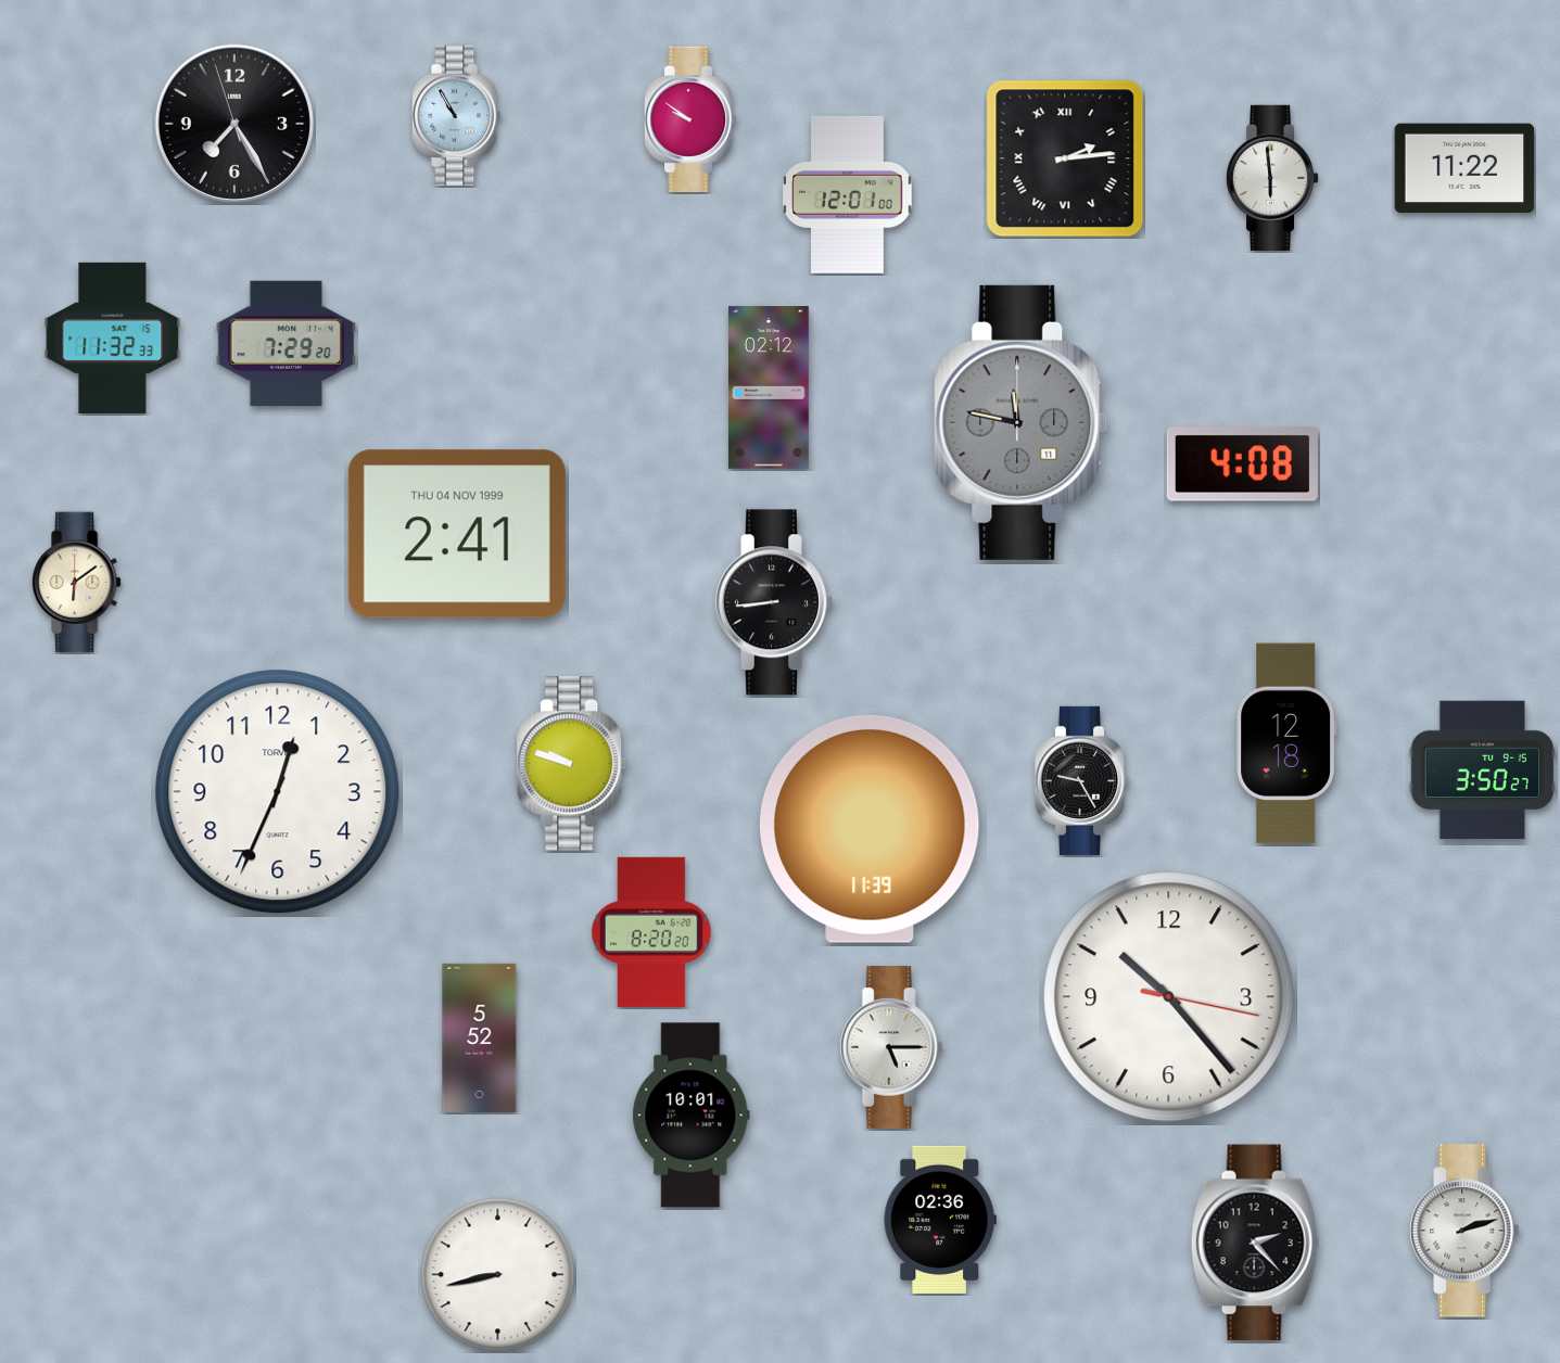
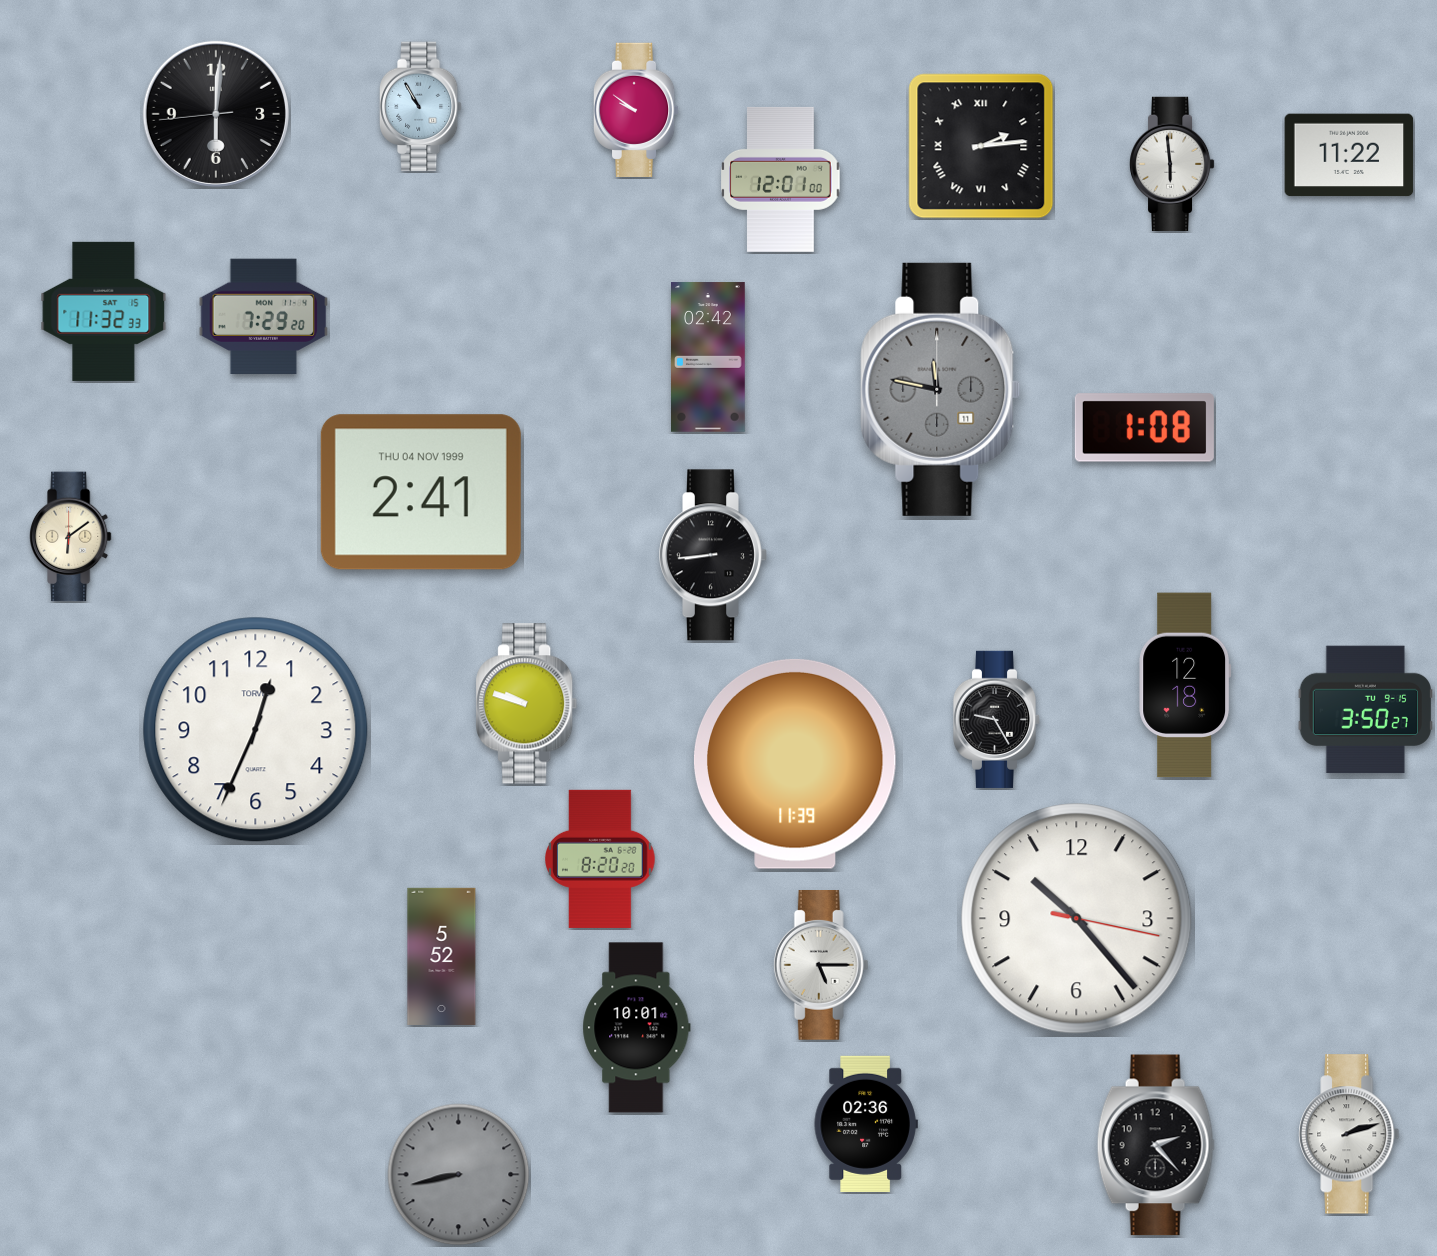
clock at (234, 124): 7:24 -> 6:00
clock at (770, 387): 02:12 -> 02:42
clock at (1242, 464): 4:08 -> 1:08
clock at (870, 829) position: (870, 829) -> (795, 764)
clock at (498, 1275) dial: white -> grey
